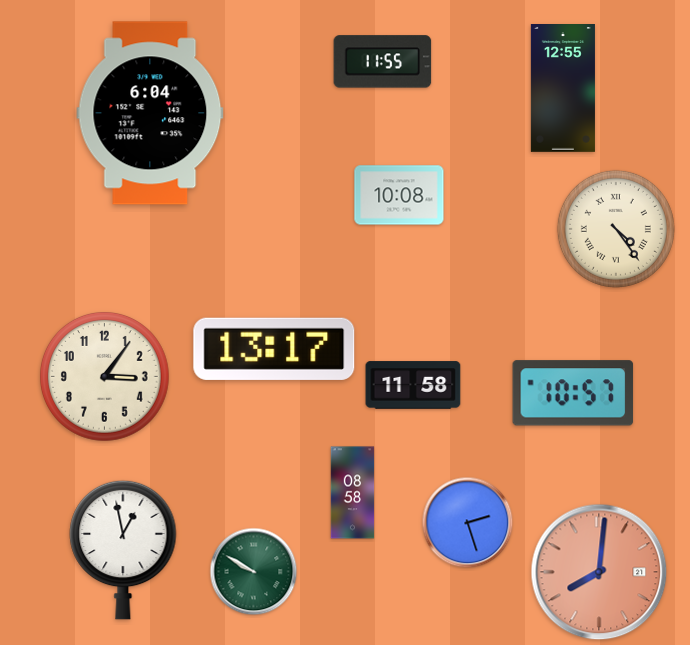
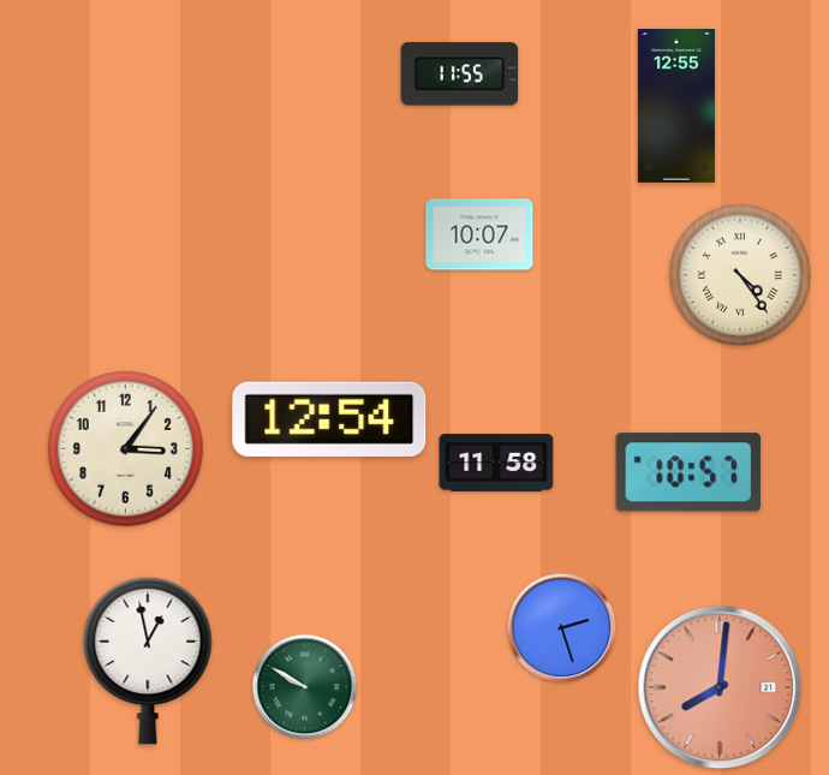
clock at (150, 113): 6:04 -> none
clock at (399, 195): 10:08 -> 10:07
clock at (274, 349): 13:17 -> 12:54
clock at (105, 377) position: (105, 377) -> (126, 449)
clock at (353, 493): 08:58 -> none
